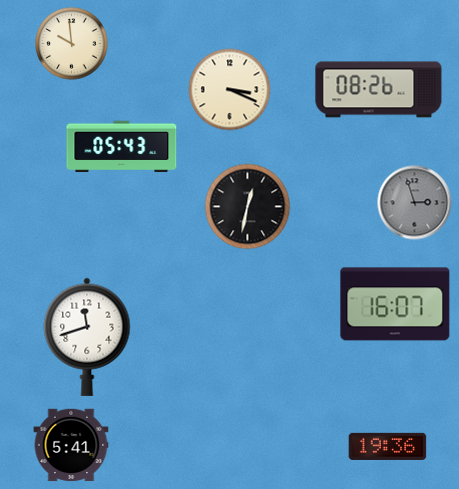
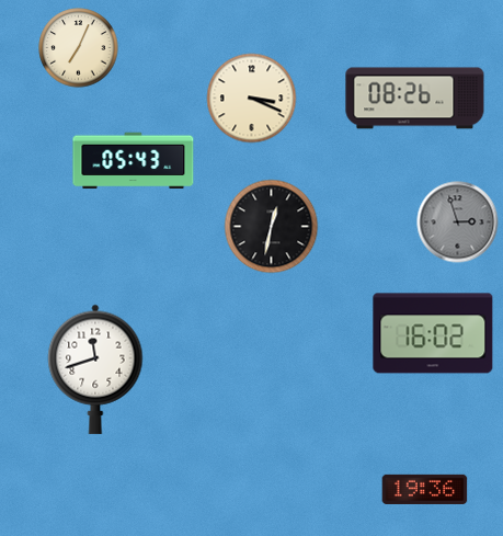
clock at (72, 44): 9:59 -> 7:04
clock at (415, 203) position: (415, 203) -> (458, 223)
clock at (395, 304): 16:07 -> 16:02
clock at (71, 445): 5:41 -> none
